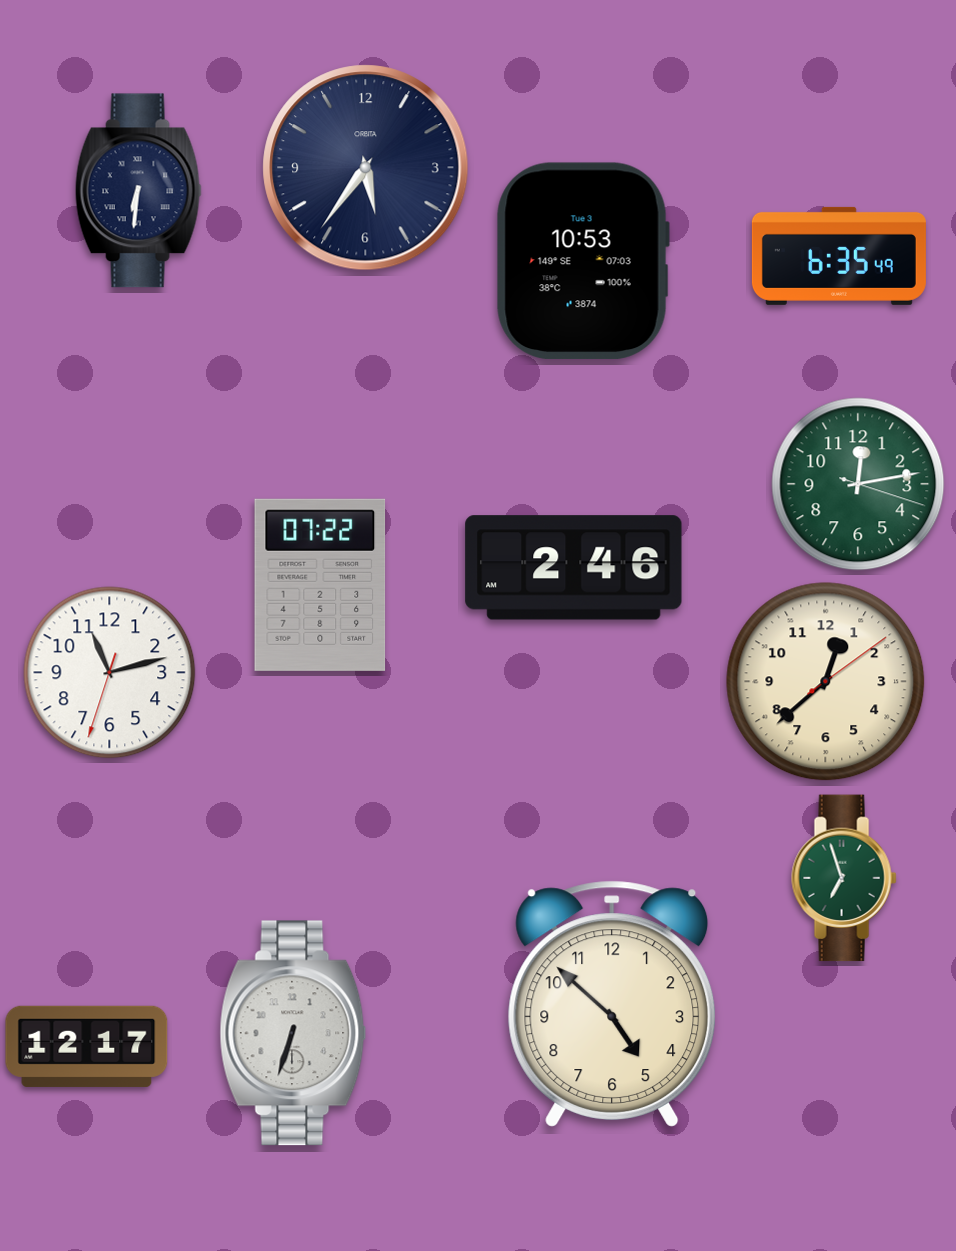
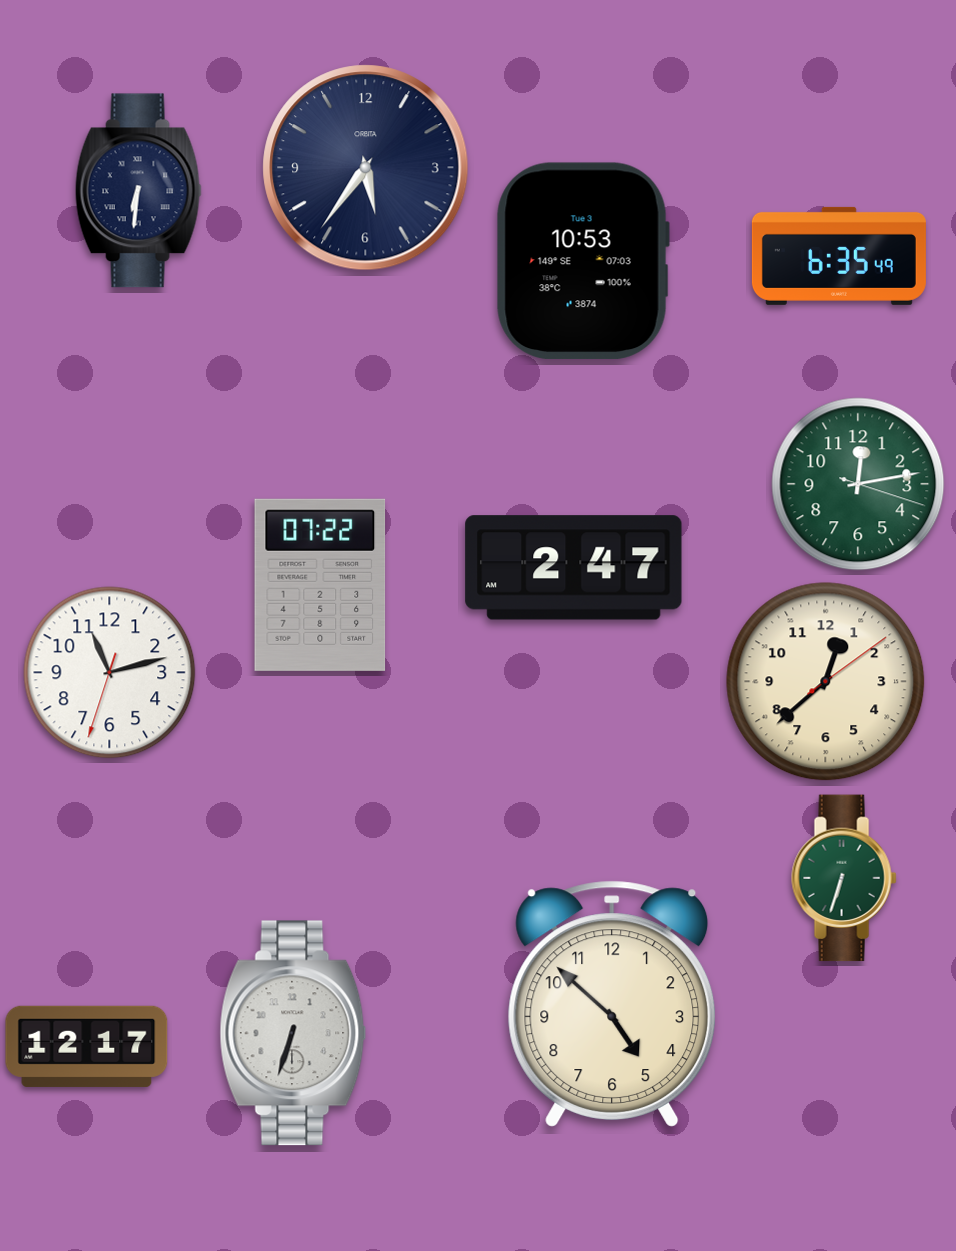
clock at (574, 568): 2:46 -> 2:47
clock at (844, 878): 6:57 -> 6:33
